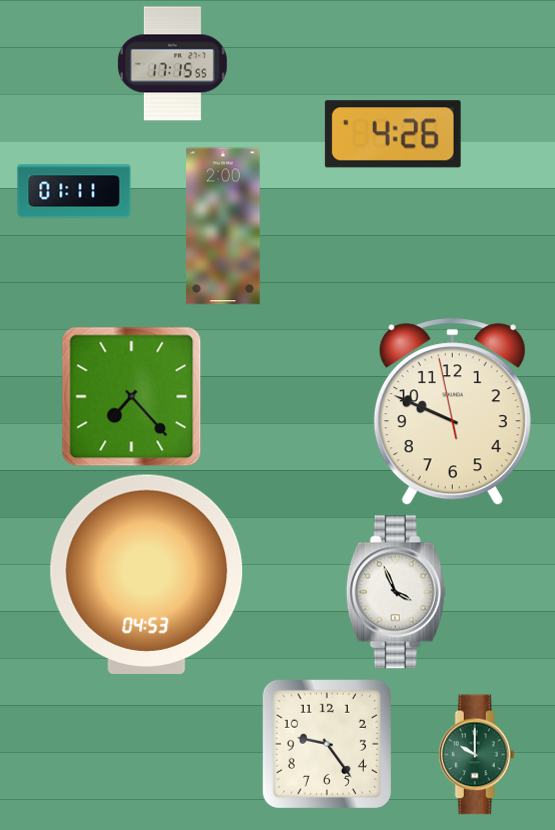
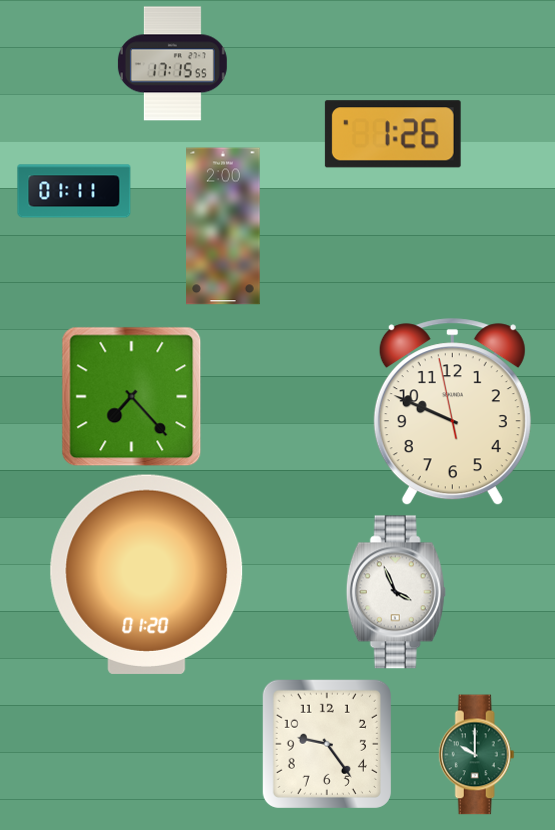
clock at (393, 134): 4:26 -> 1:26
clock at (147, 574): 04:53 -> 01:20
